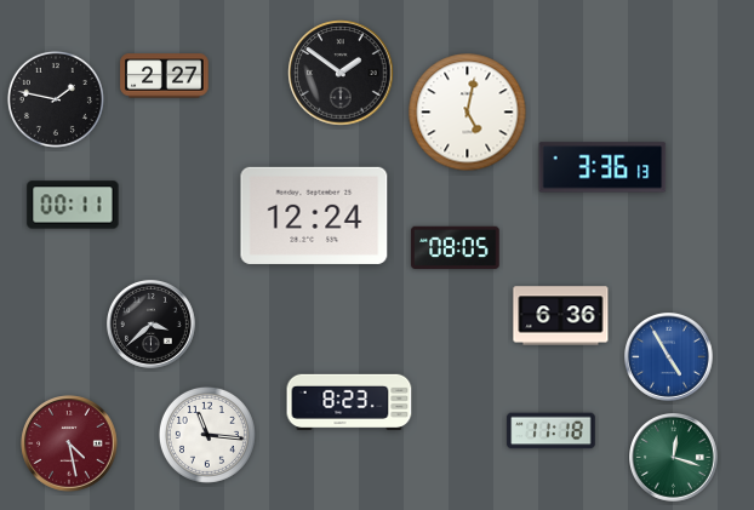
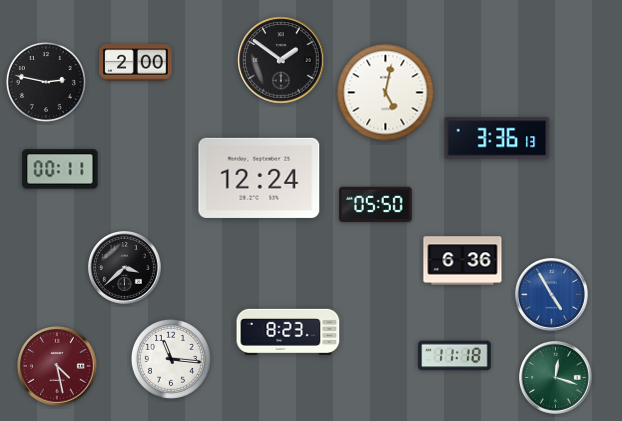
clock at (165, 76): 2:27 -> 2:00
clock at (56, 99): 1:47 -> 2:47
clock at (456, 248): 08:05 -> 05:50
